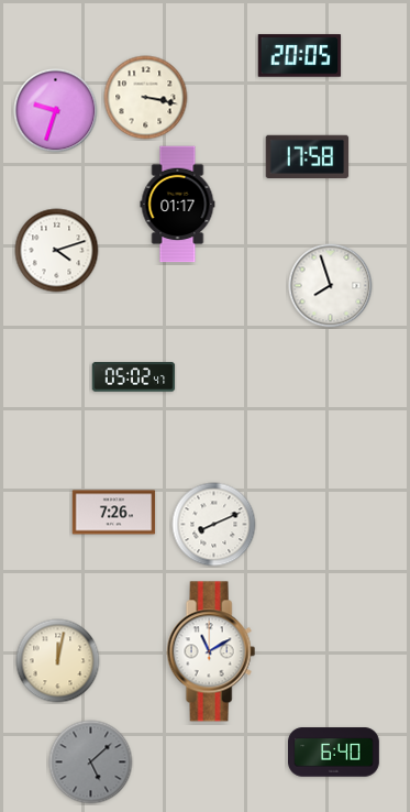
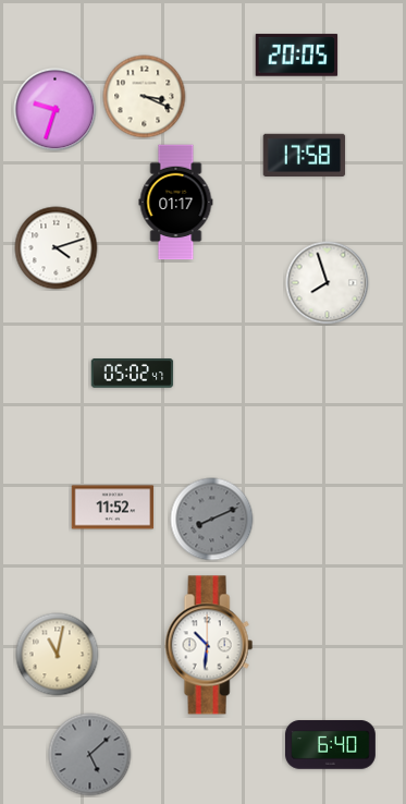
clock at (146, 98): 3:17 -> 3:19
clock at (114, 513): 7:26 -> 11:52
clock at (214, 525) dial: white -> grey
clock at (211, 651): 11:10 -> 10:31
clock at (58, 661): 12:02 -> 11:02
